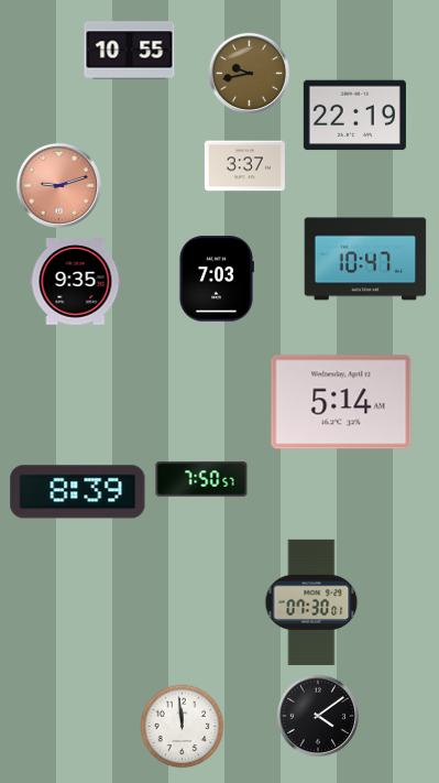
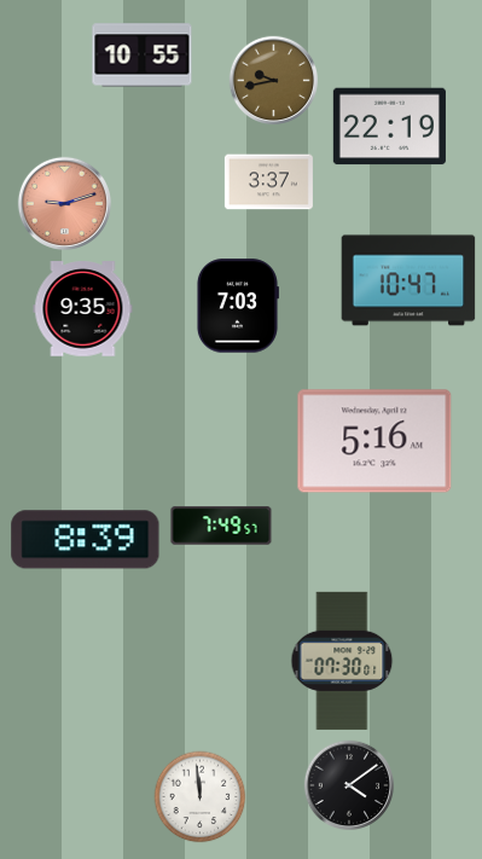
clock at (365, 259) position: (365, 259) -> (408, 280)
clock at (341, 402): 5:14 -> 5:16
clock at (201, 479): 7:50 -> 7:49
